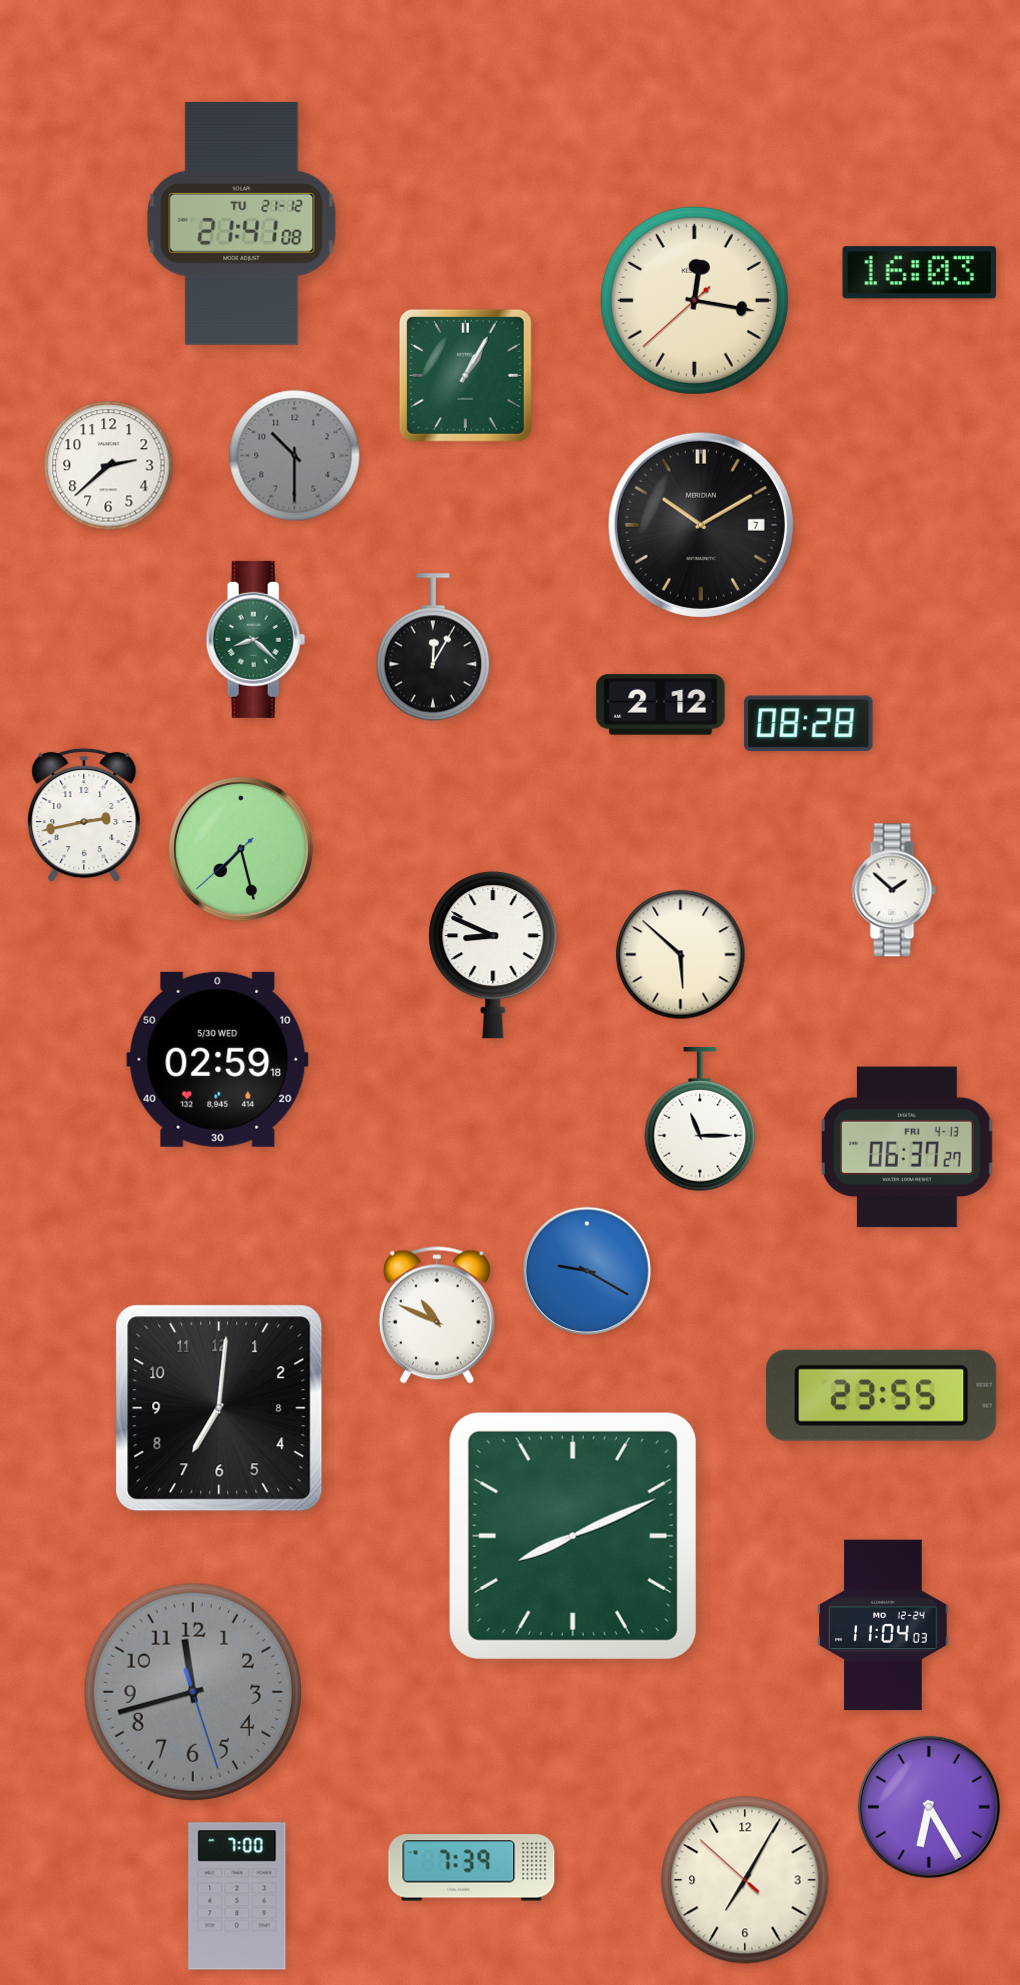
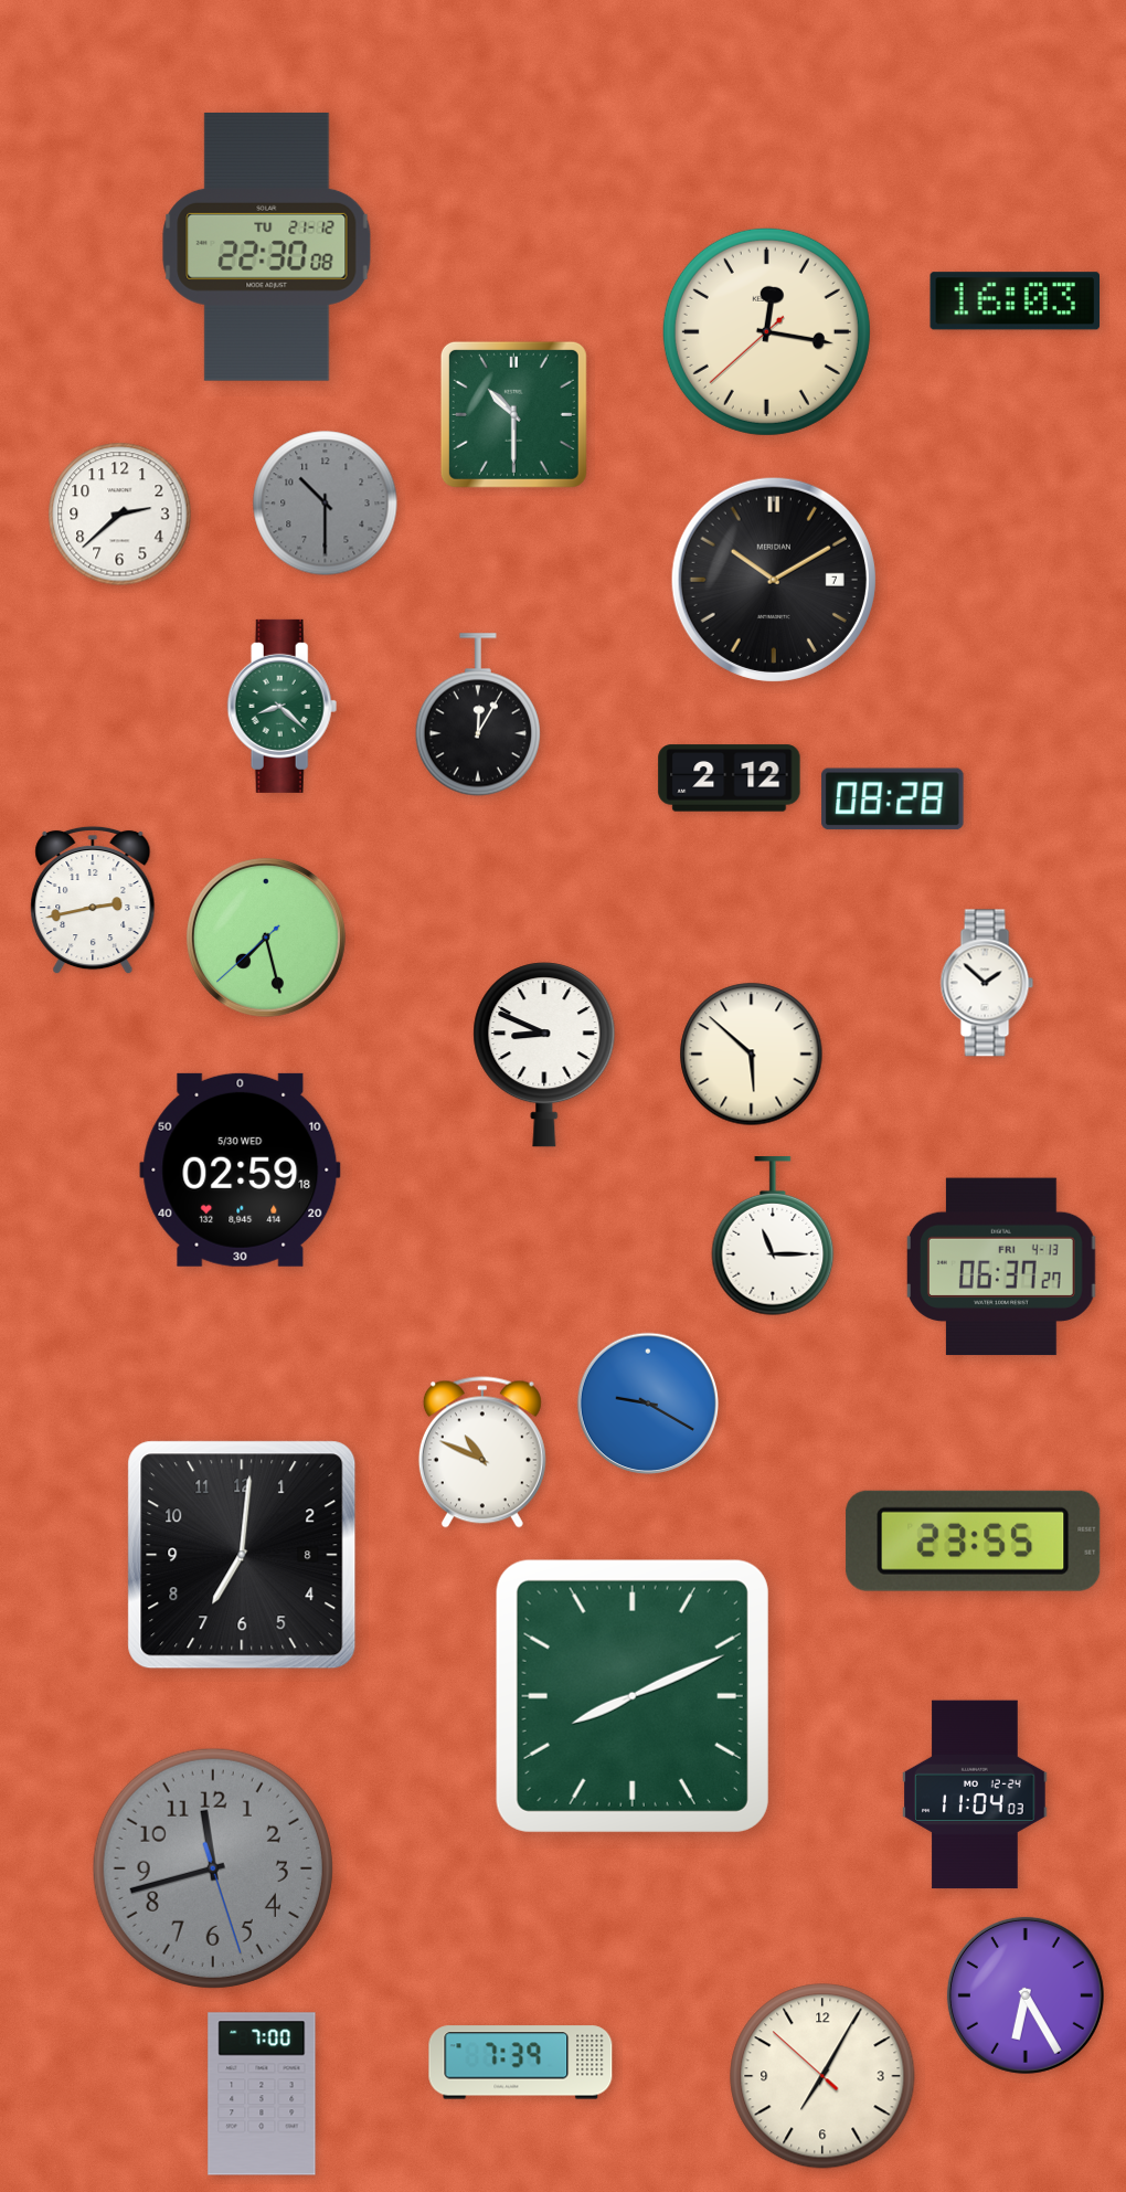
clock at (242, 223): 21:41 -> 22:30
clock at (465, 375): 1:05 -> 10:30
